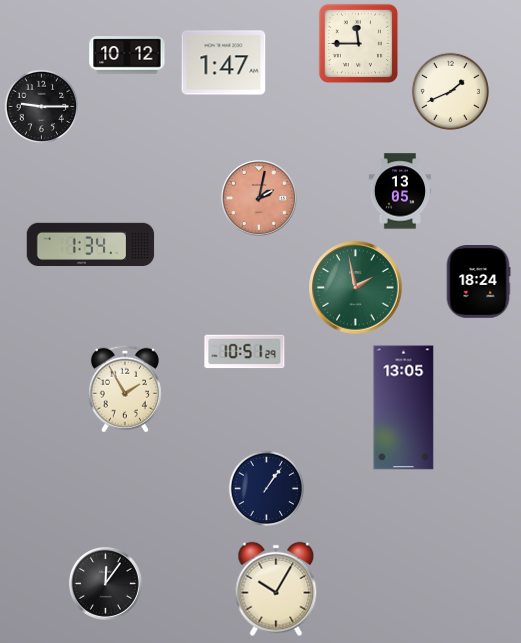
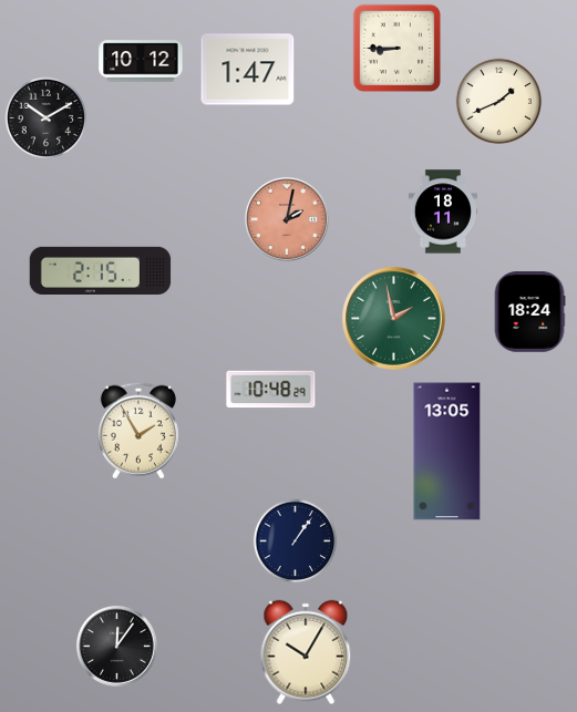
clock at (358, 43): 11:45 -> 8:45
clock at (42, 107): 9:15 -> 10:10
clock at (400, 191): 13:05 -> 18:11
clock at (91, 244): 1:34 -> 2:15
clock at (245, 352): 10:51 -> 10:48
